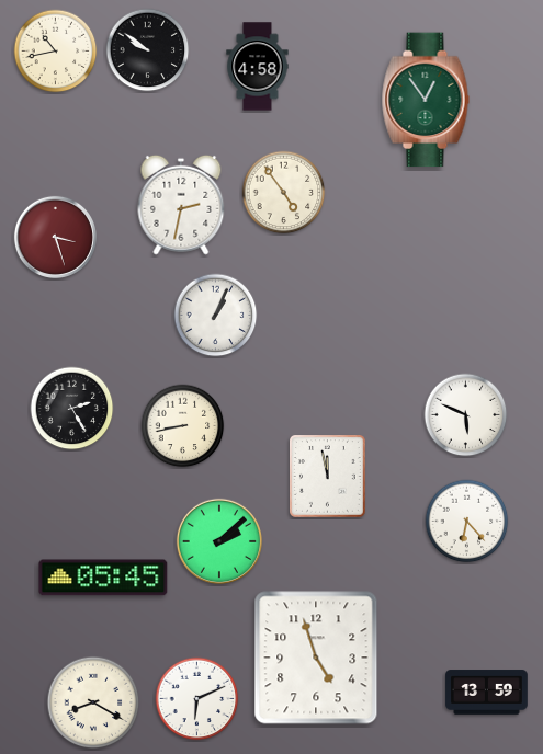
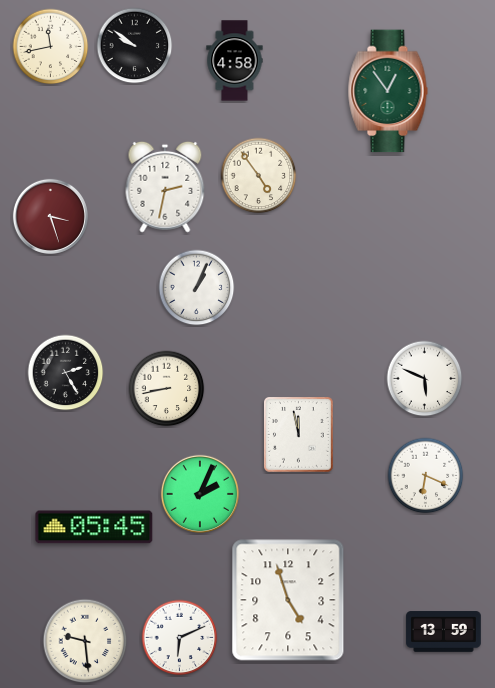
clock at (56, 52): 10:43 -> 11:43
clock at (467, 522): 6:23 -> 6:19
clock at (218, 540): 2:08 -> 2:04
clock at (93, 702): 8:20 -> 9:29
